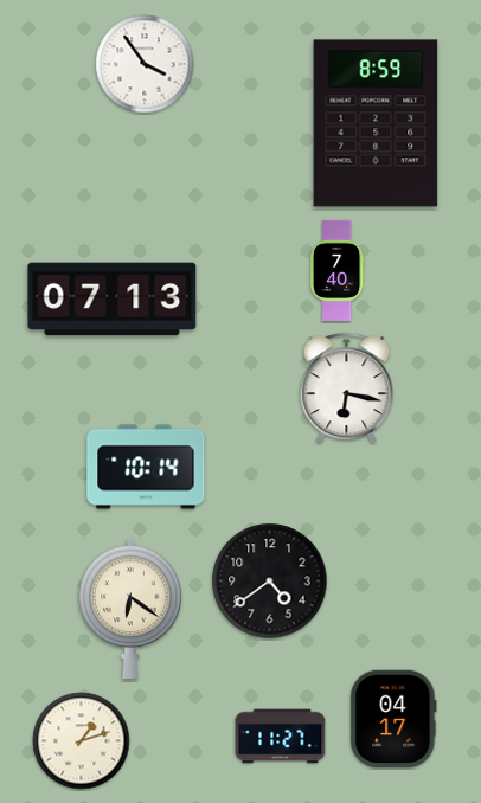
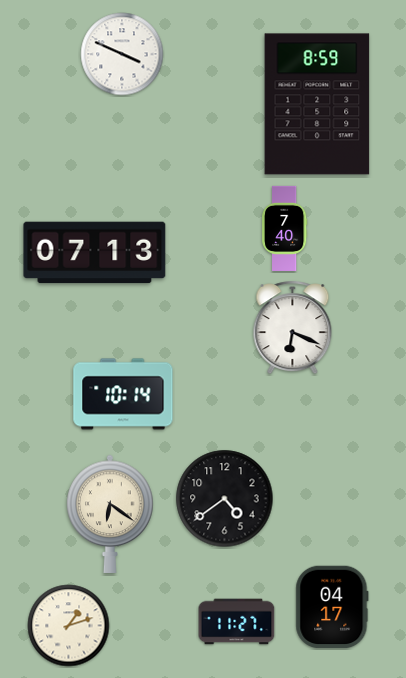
clock at (145, 64): 3:54 -> 3:49
clock at (347, 388): 6:17 -> 6:19
clock at (270, 582) position: (270, 582) -> (225, 499)
